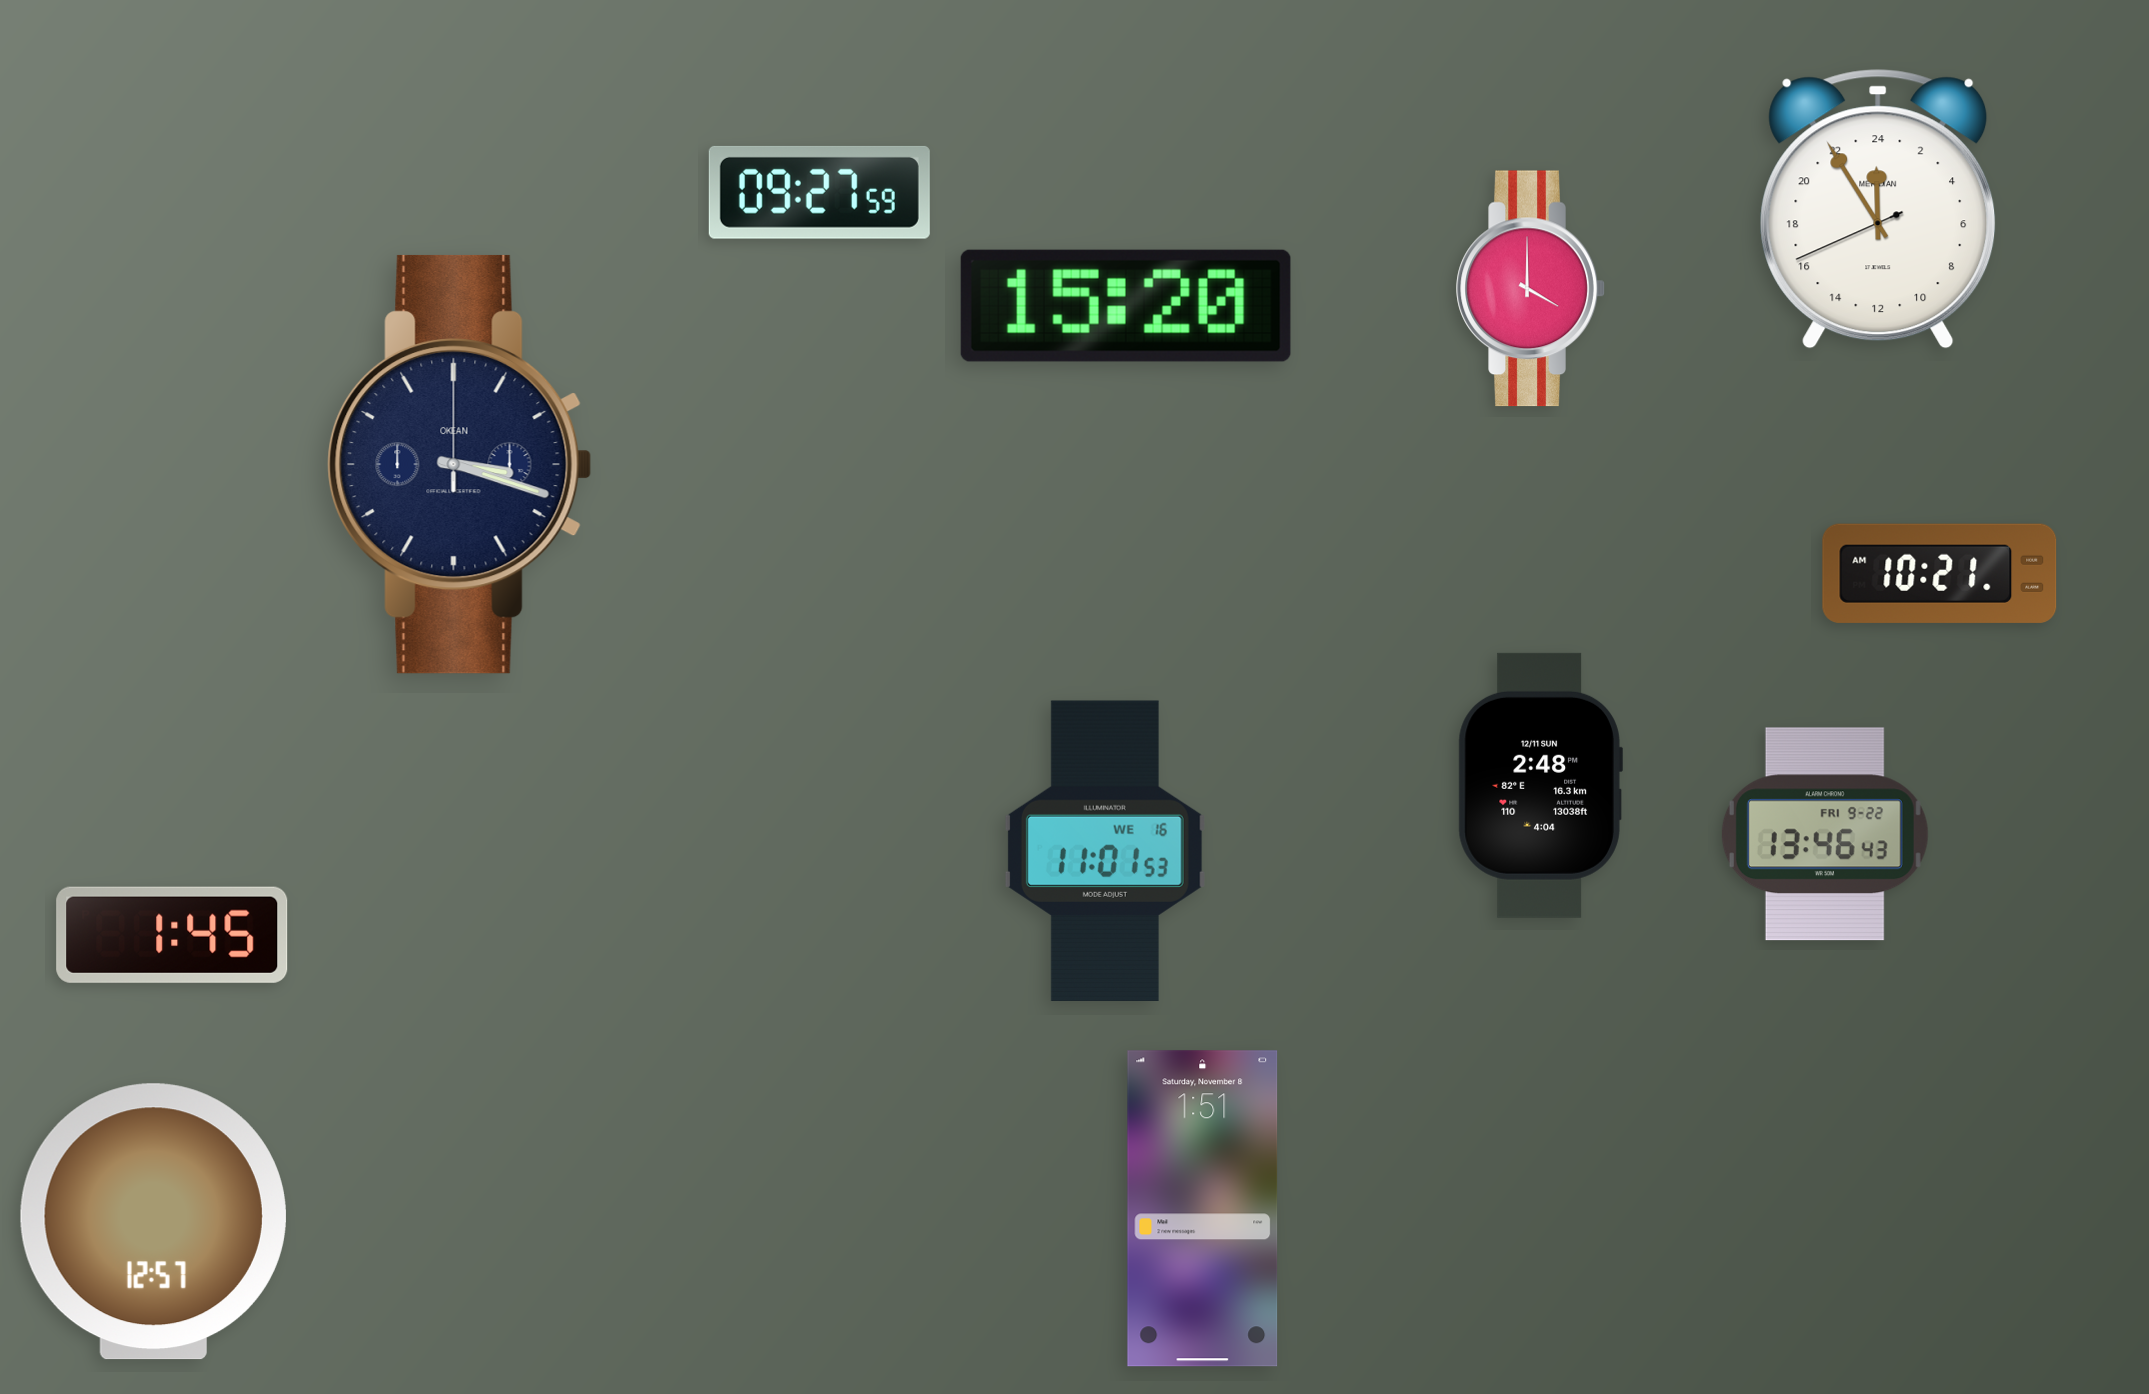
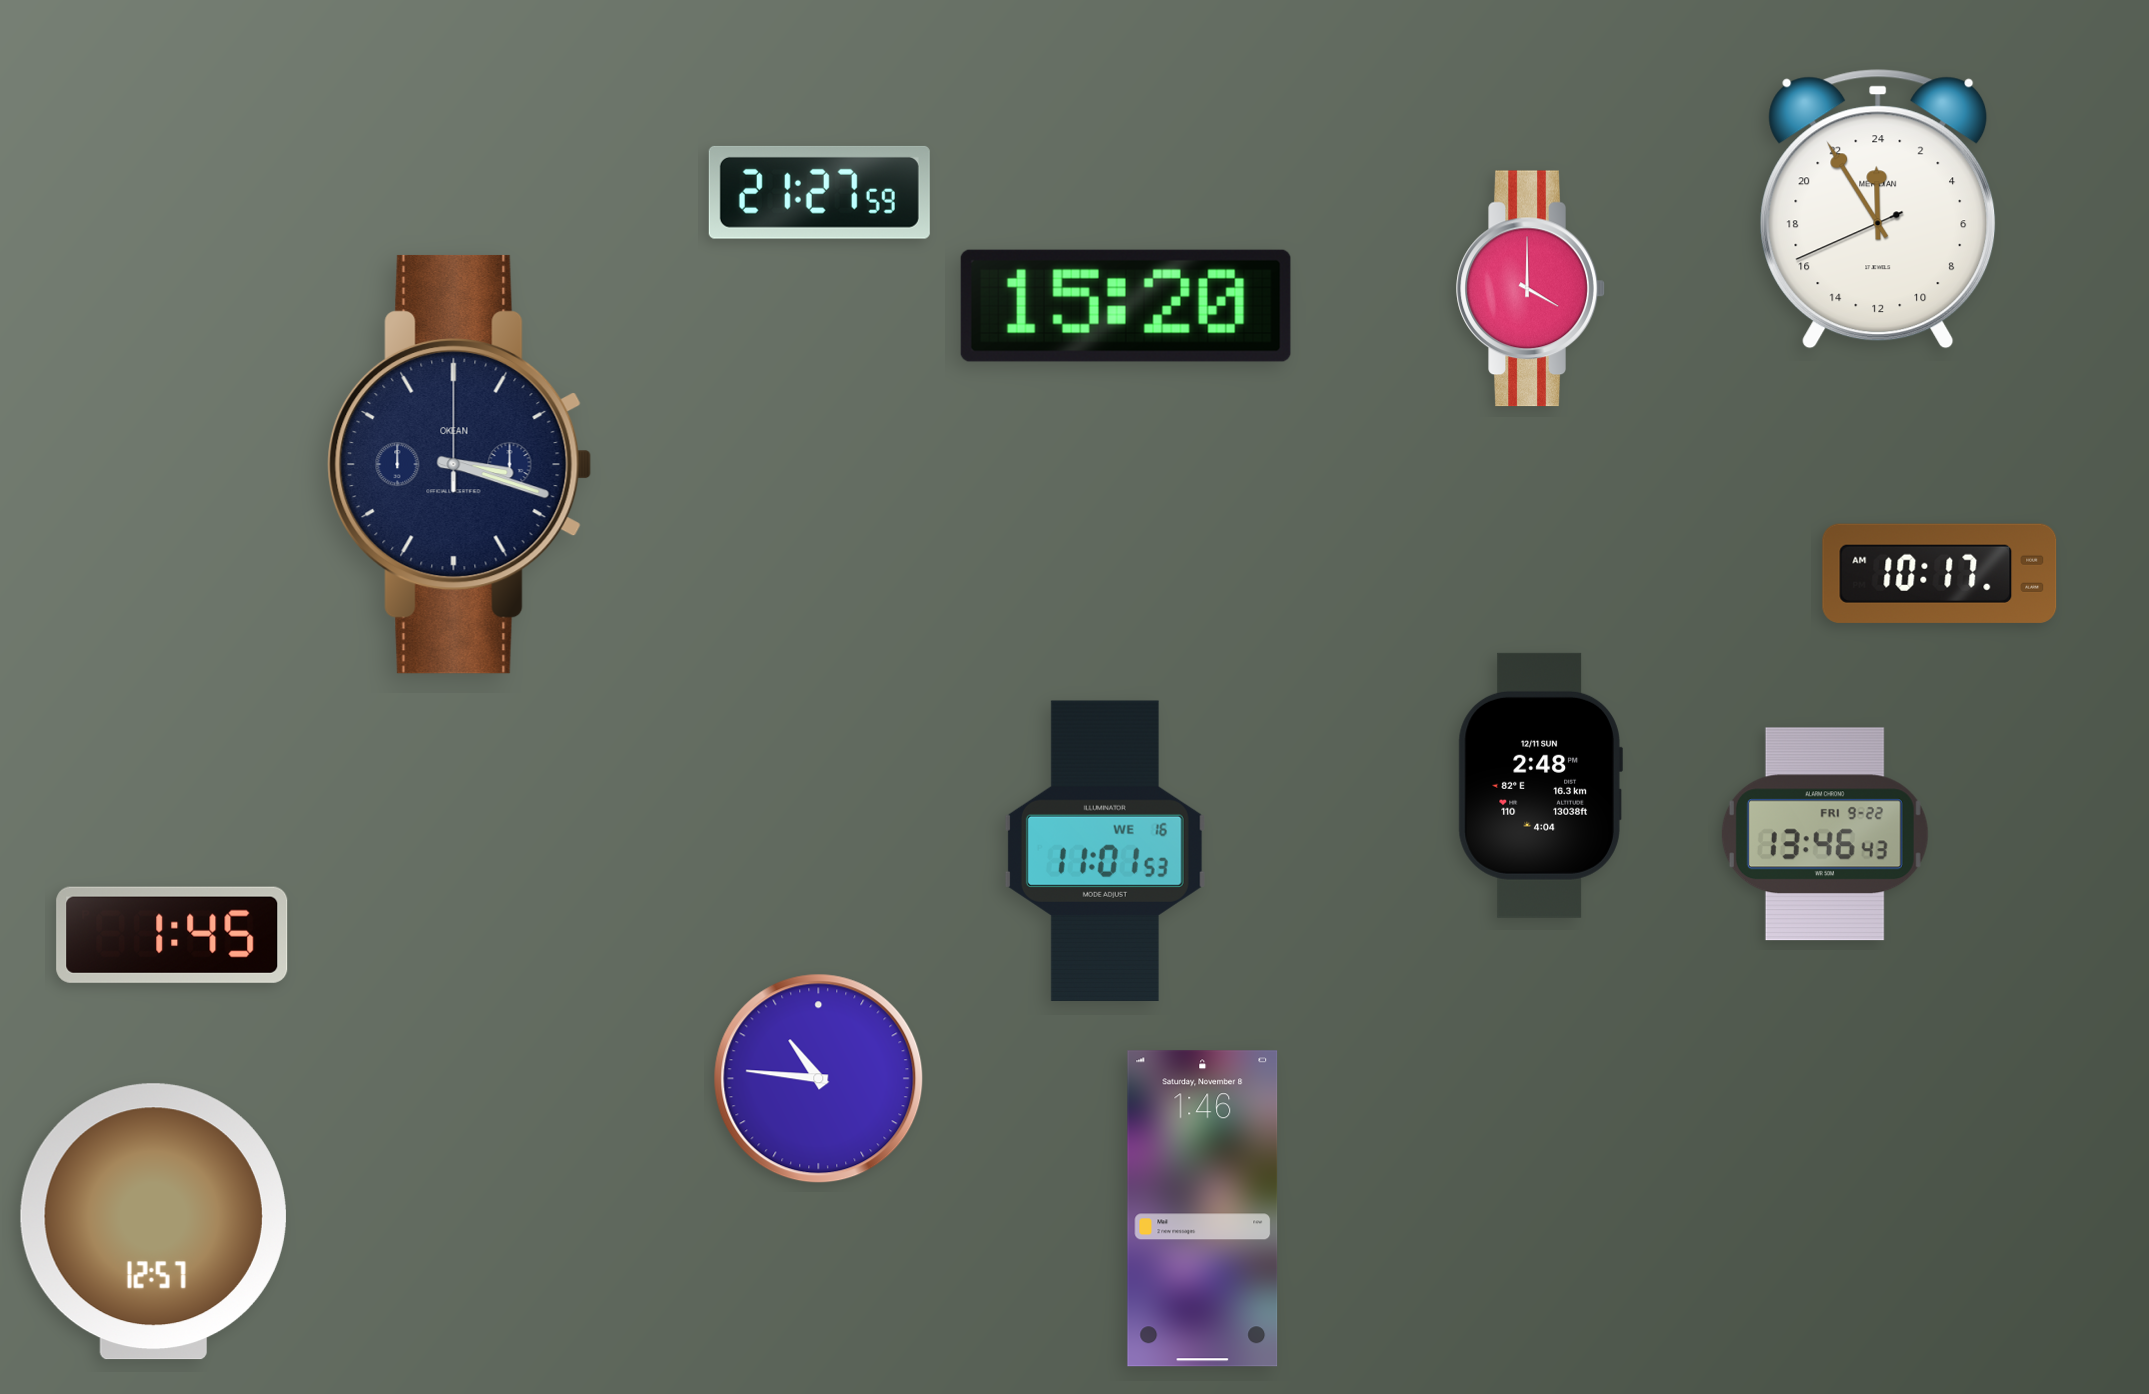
clock at (819, 192): 09:27 -> 21:27
clock at (1940, 573): 10:21 -> 10:17
clock at (819, 1079): none -> 10:46
clock at (1203, 1209): 1:51 -> 1:46
